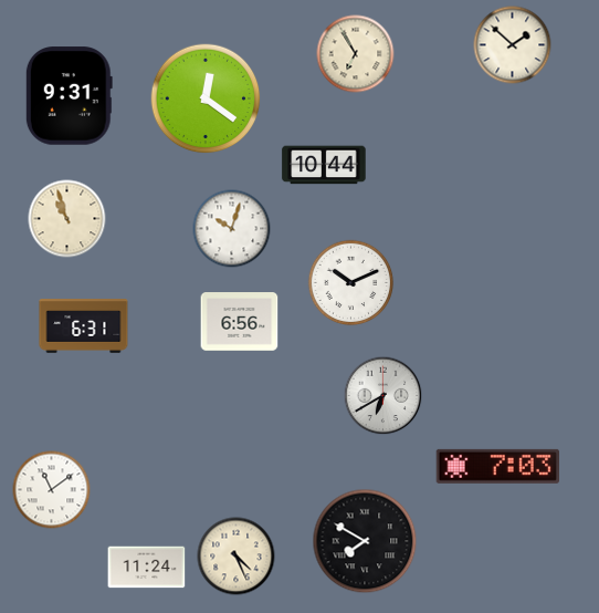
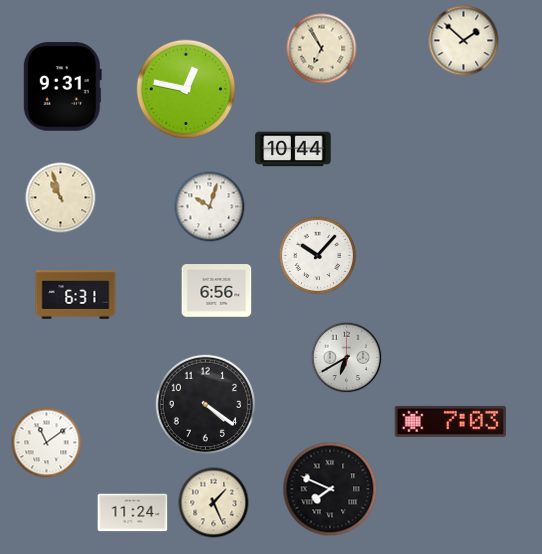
clock at (206, 98): 12:21 -> 12:47
clock at (351, 283): 10:11 -> 10:07
clock at (206, 405): none -> 4:21
clock at (365, 541): 7:50 -> 7:49
clock at (237, 557): 4:26 -> 1:26
